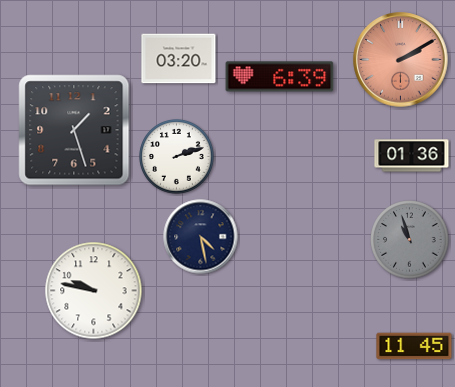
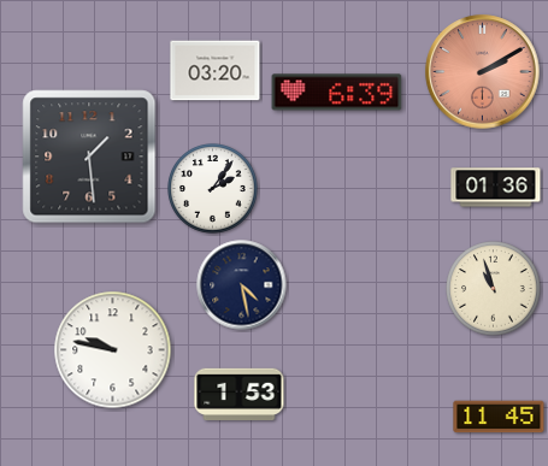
clock at (74, 130): 1:27 -> 1:29
clock at (177, 157): 2:12 -> 2:06
clock at (410, 240) dial: grey -> cream
clock at (240, 394): none -> 1:53
